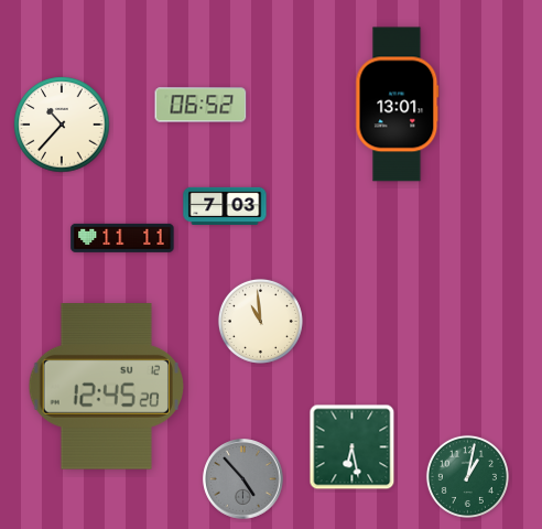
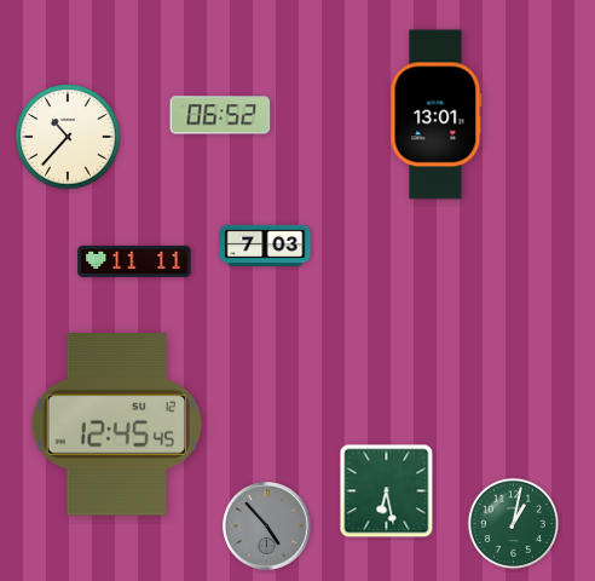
clock at (225, 205) position: (225, 205) -> (265, 245)
clock at (260, 321): 10:59 -> none
clock at (106, 387): 12:45:20 -> 12:45:45
